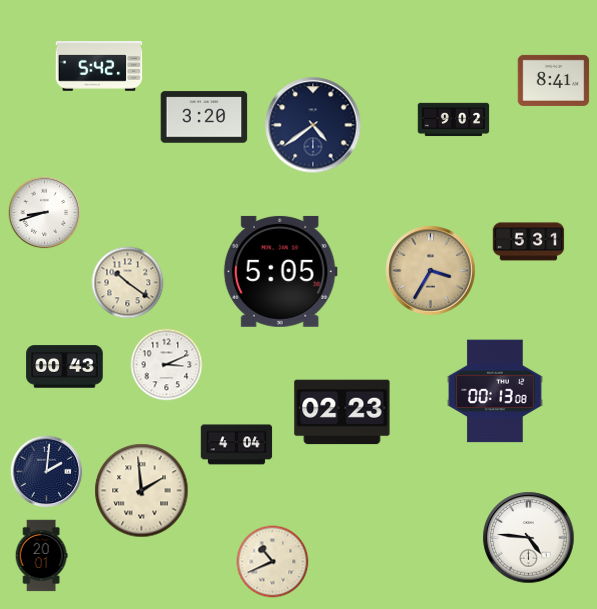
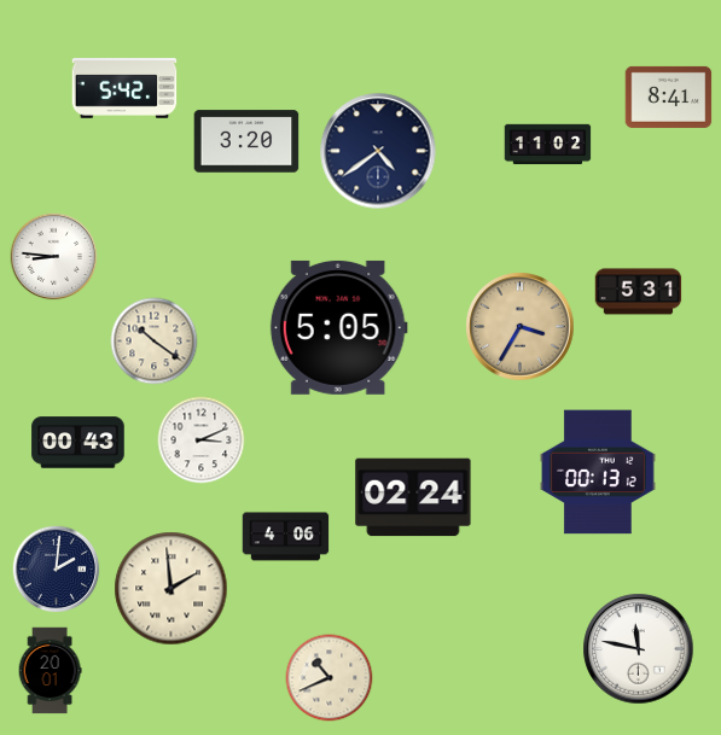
clock at (99, 66) position: (99, 66) -> (124, 88)
clock at (454, 120): 9:02 -> 11:02
clock at (45, 213): 8:42 -> 8:46
clock at (495, 391): 00:13:08 -> 00:13:12
clock at (342, 412): 02:23 -> 02:24
clock at (237, 445): 4:04 -> 4:06
clock at (142, 491) position: (142, 491) -> (171, 589)
clock at (529, 538): 4:46 -> 11:47
